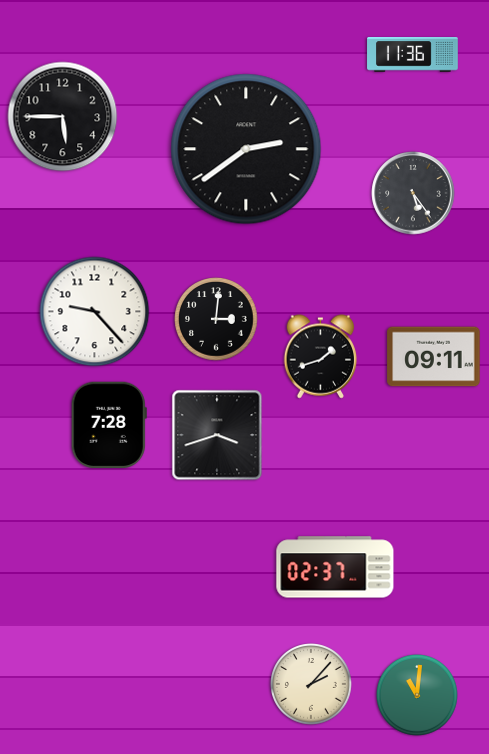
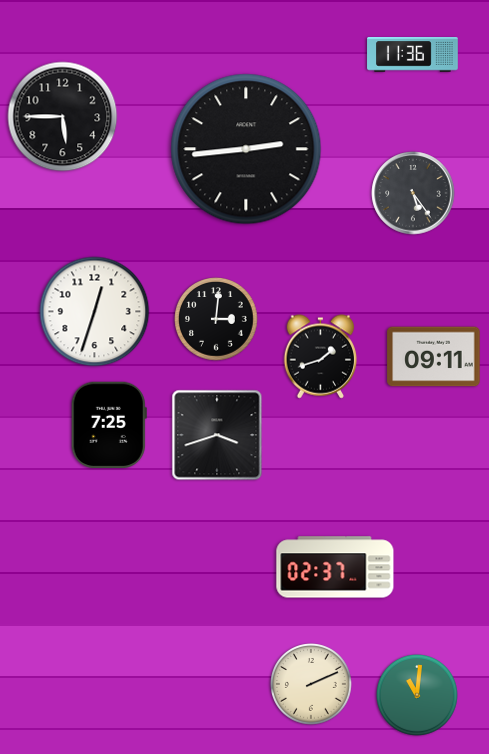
clock at (246, 149): 2:39 -> 2:44
clock at (95, 312): 9:23 -> 12:33
clock at (109, 424): 7:28 -> 7:25
clock at (312, 685): 2:07 -> 2:11
